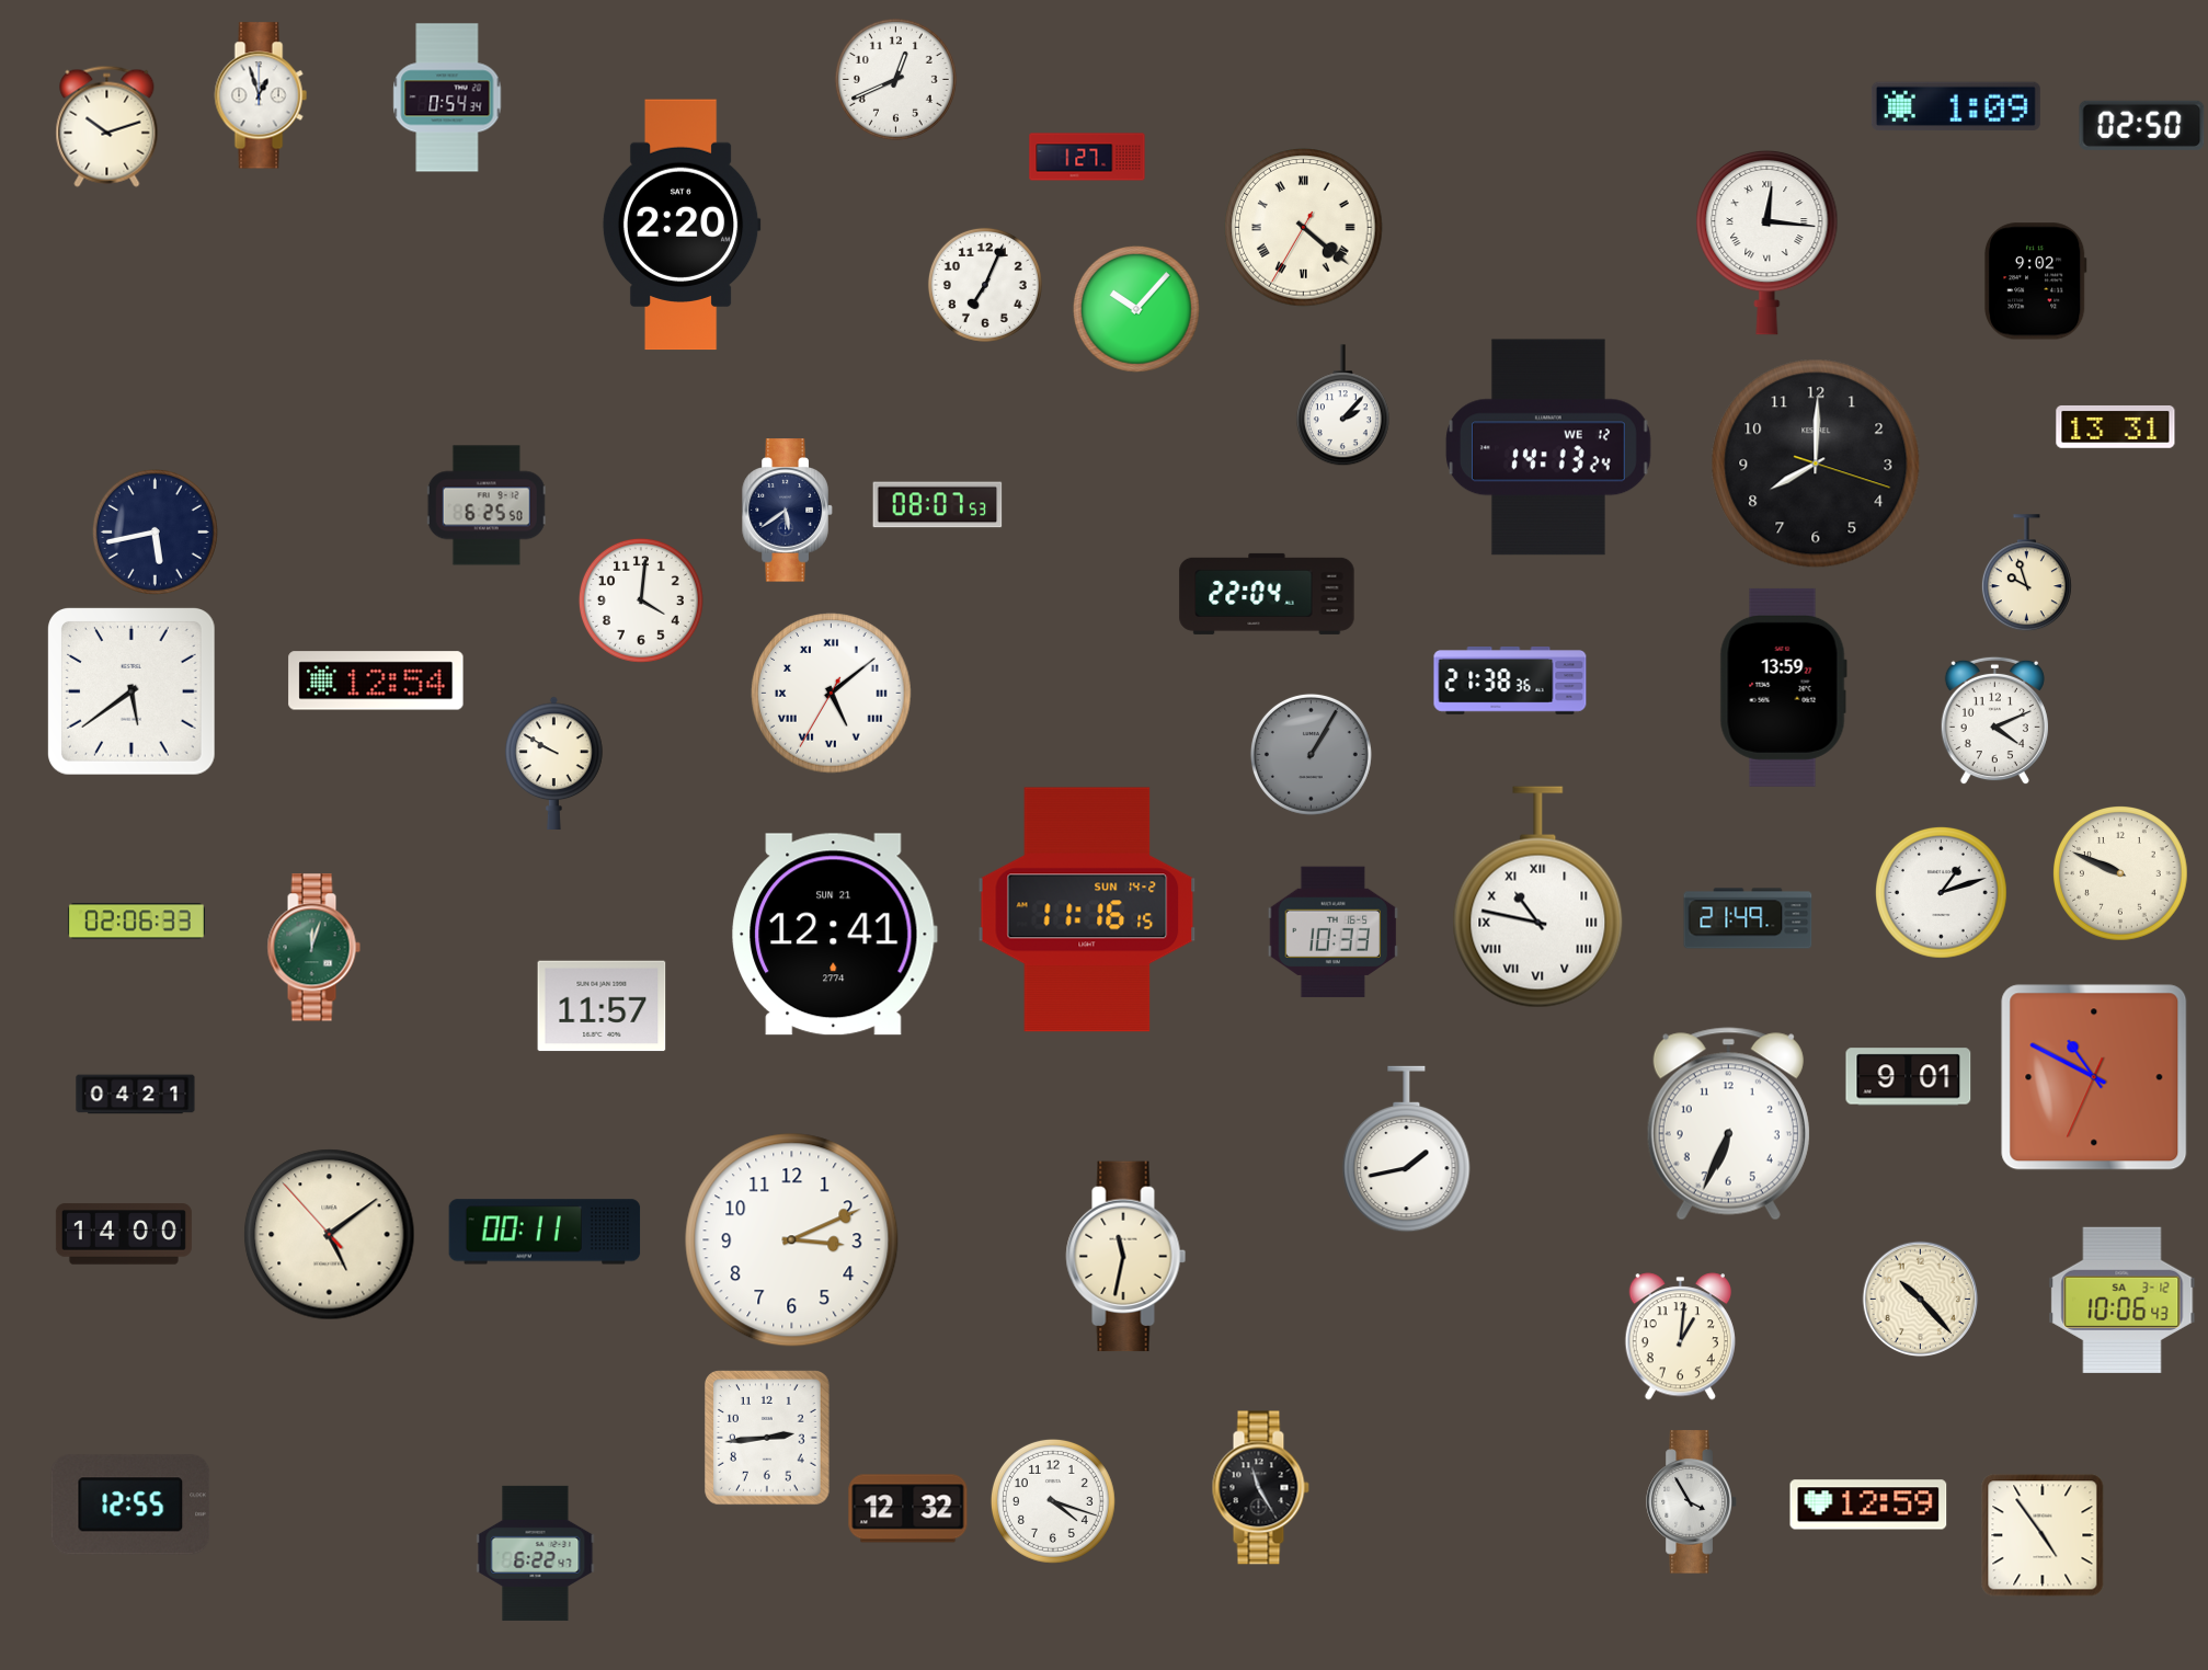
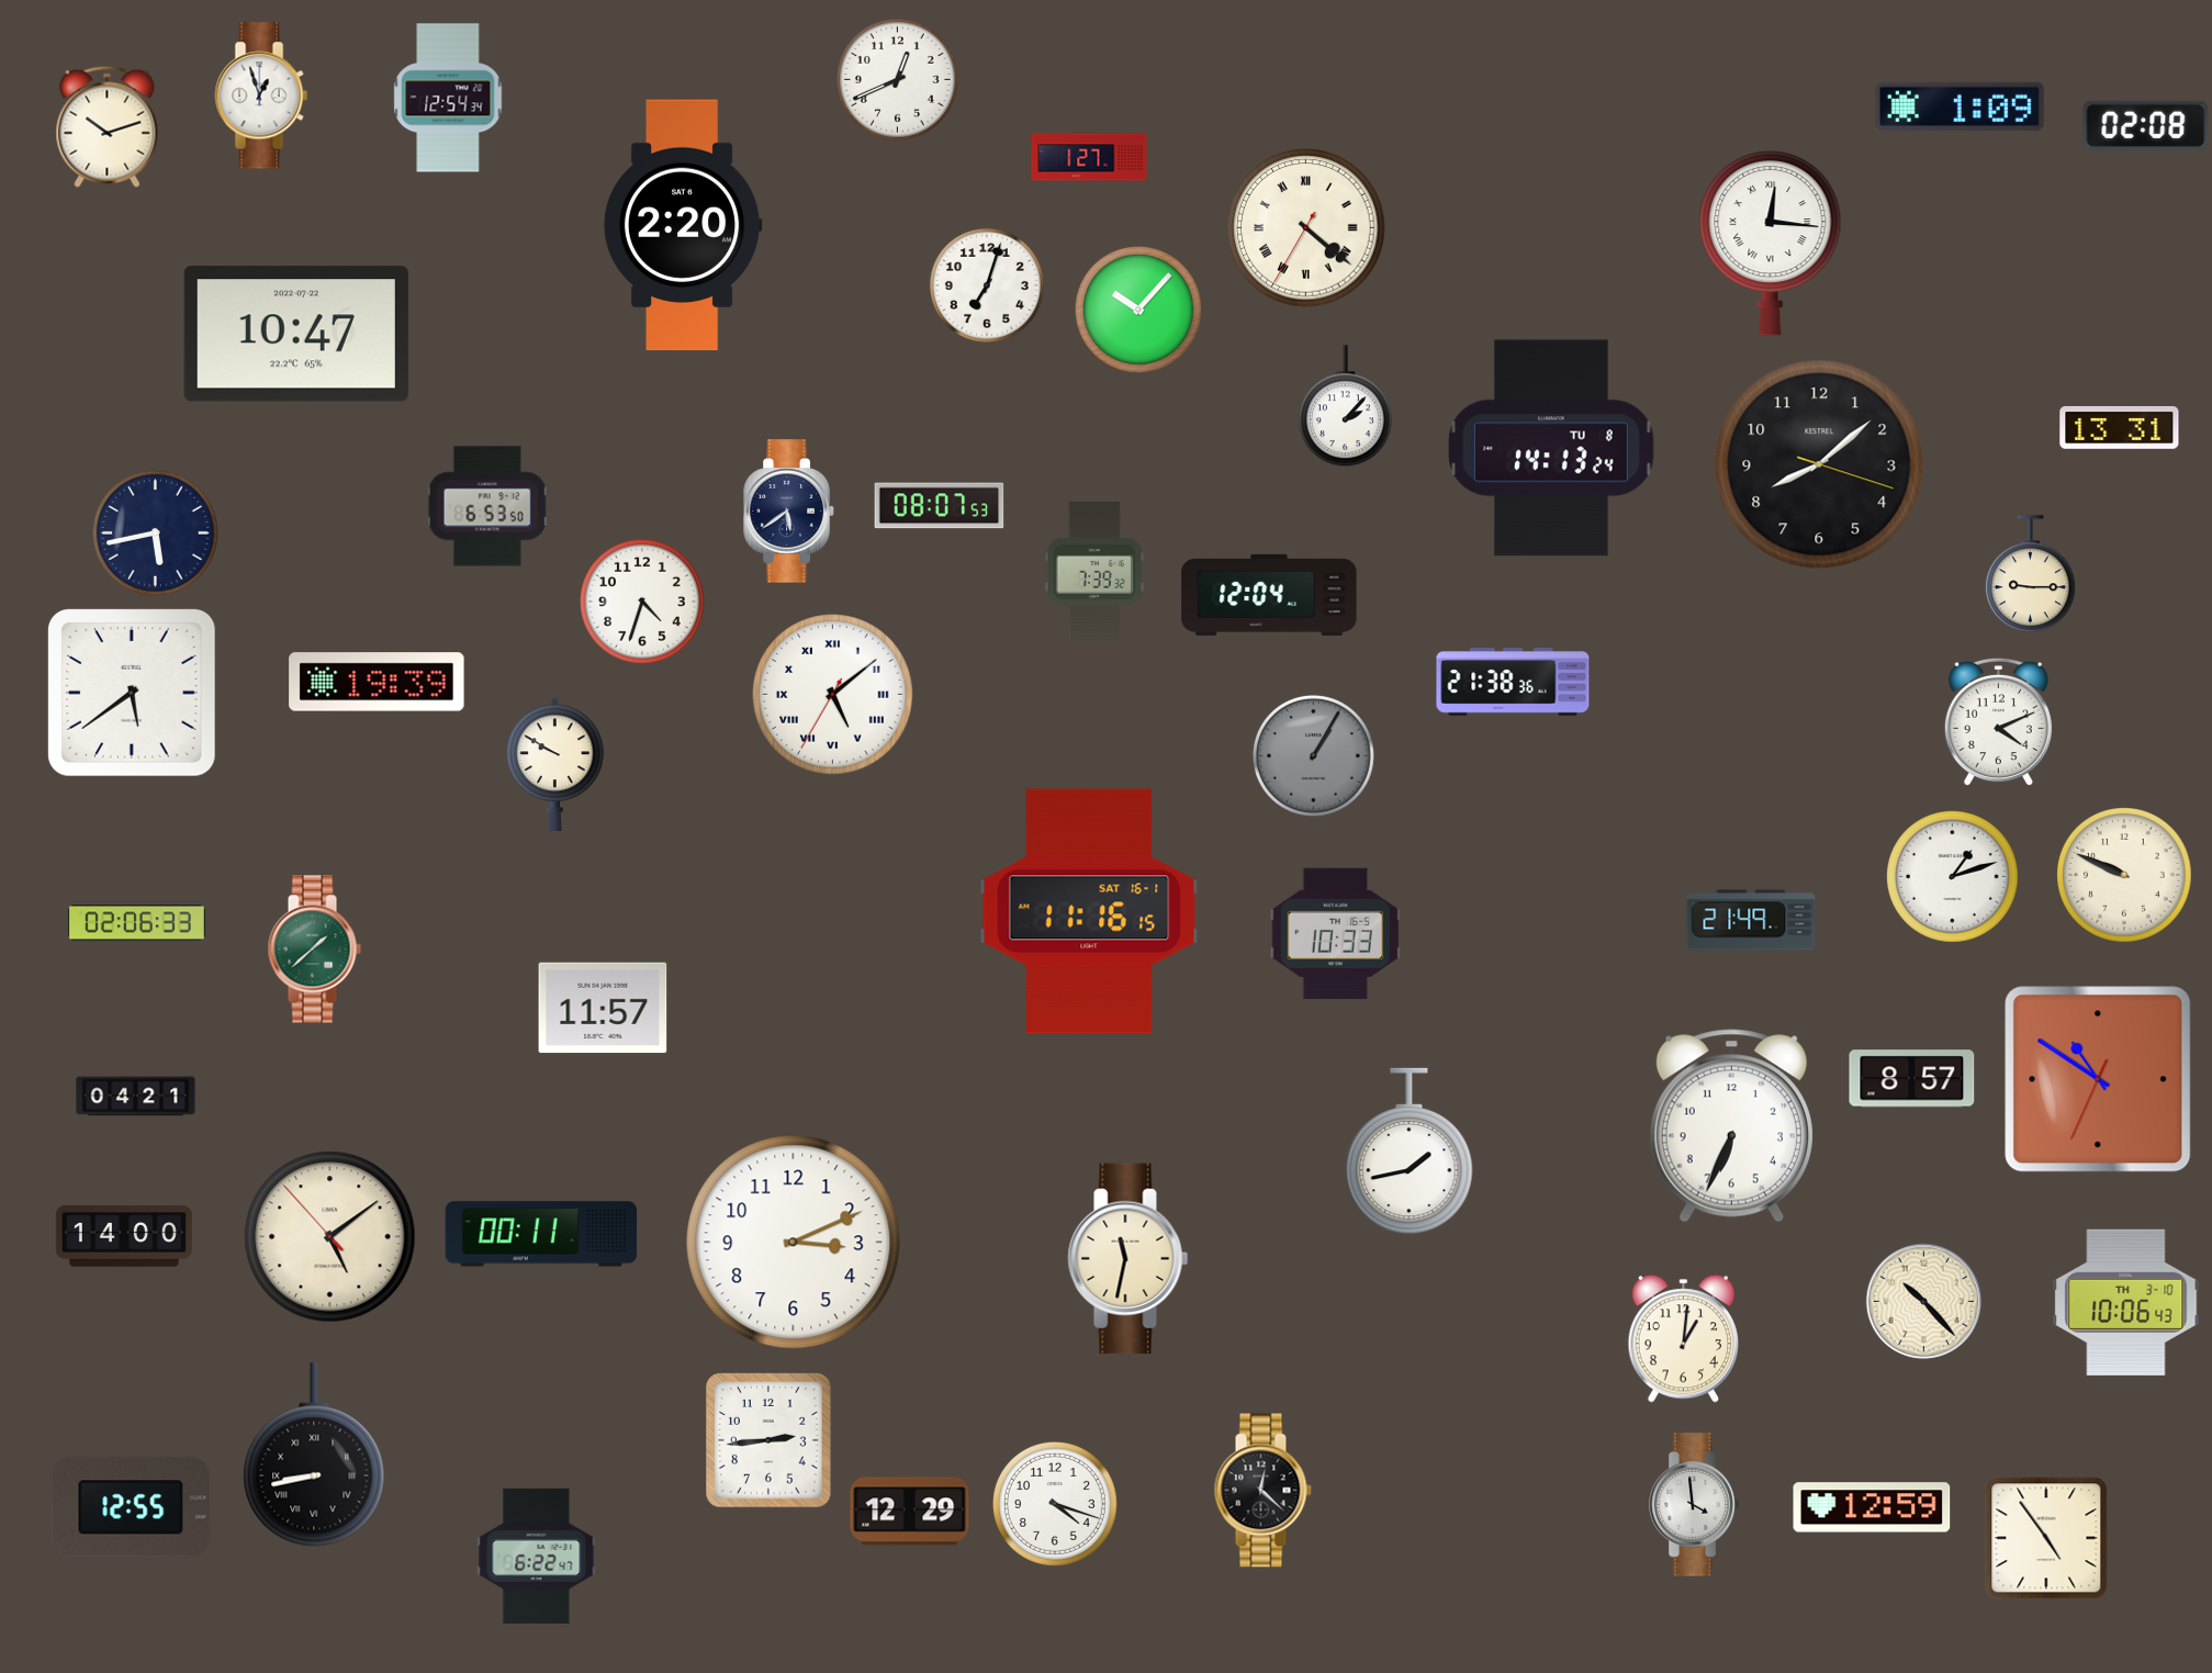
clock at (447, 98): 0:54 -> 12:54
clock at (2142, 125): 02:50 -> 02:08
clock at (2035, 282): 9:02 -> none
clock at (985, 285): 7:04 -> 7:03
clock at (296, 334): none -> 10:47
clock at (1548, 447) date: WE 12 -> TU 8
clock at (1816, 464): 8:00 -> 8:08
clock at (487, 505): 6:25 -> 6:53
clock at (1094, 573): none -> 7:39
clock at (2026, 573): 9:57 -> 9:15
clock at (1267, 594): 22:04 -> 12:04
clock at (641, 600): 4:01 -> 4:33
clock at (376, 680): 12:54 -> 19:39
clock at (1783, 687): 13:59 -> none
clock at (1941, 892) position: (1941, 892) -> (1952, 876)
clock at (1538, 897): 10:47 -> none
clock at (1087, 910) date: SUN 14-2 -> SAT 16-1
clock at (835, 935): 12:41 -> none
clock at (313, 948): 12:03 -> 1:38
clock at (1909, 1077): 9:01 -> 8:57
clock at (2094, 1077): 10:49 -> 10:50
clock at (545, 1232) position: (545, 1232) -> (541, 1234)
clock at (2123, 1300) date: SA 3-12 -> TH 3-10
clock at (314, 1455): none -> 8:43
clock at (1260, 1488): 11:25 -> 12:22
clock at (1692, 1502): 3:55 -> 3:59
clock at (908, 1509): 12:32 -> 12:29
